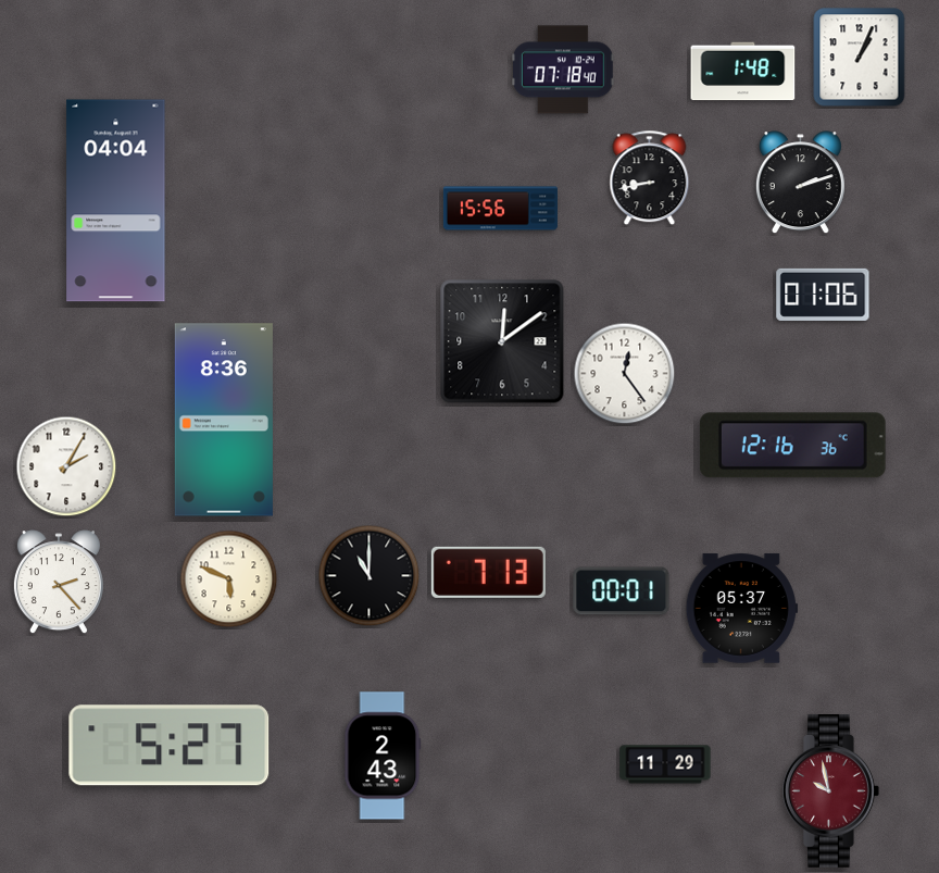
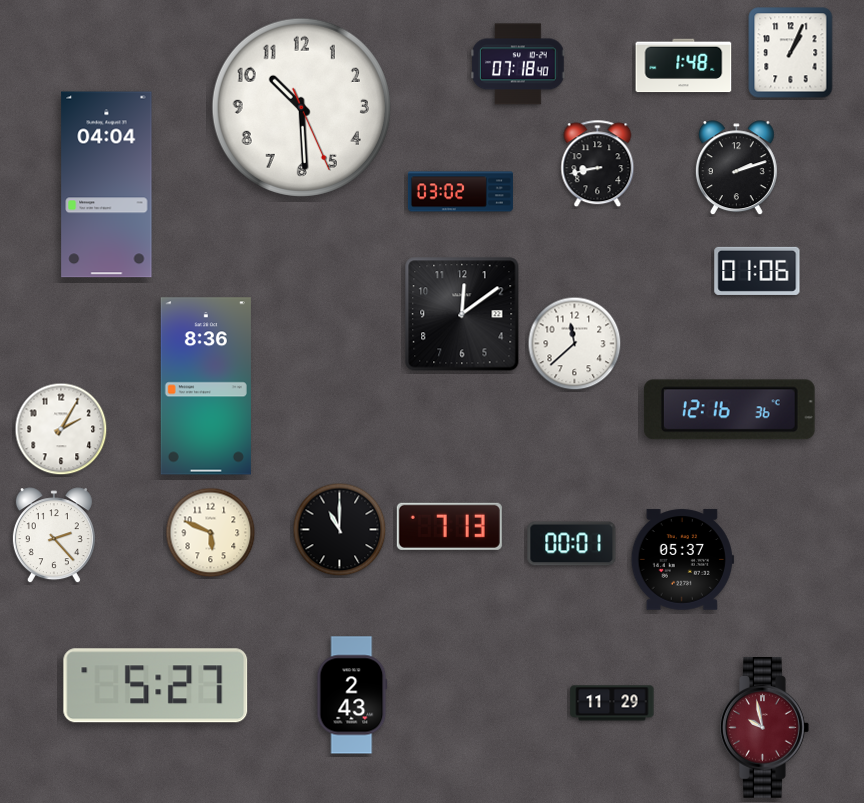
clock at (301, 107): none -> 10:29
clock at (500, 209): 15:56 -> 03:02
clock at (625, 374): 12:24 -> 11:38
